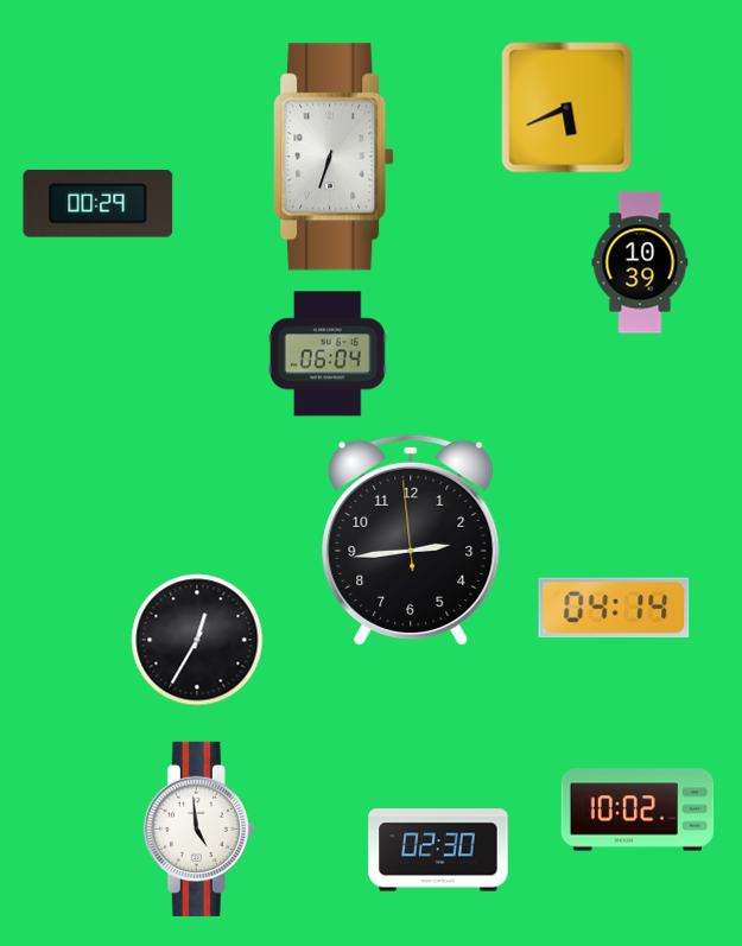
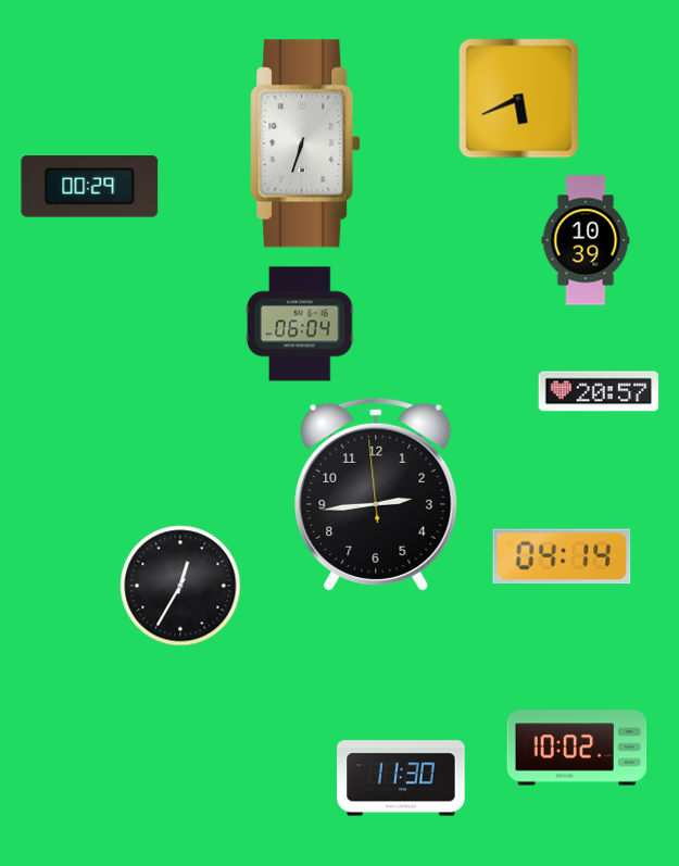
clock at (599, 391): none -> 20:57
clock at (638, 810) position: (638, 810) -> (577, 748)
clock at (198, 828): 4:59 -> none
clock at (438, 850): 02:30 -> 11:30
